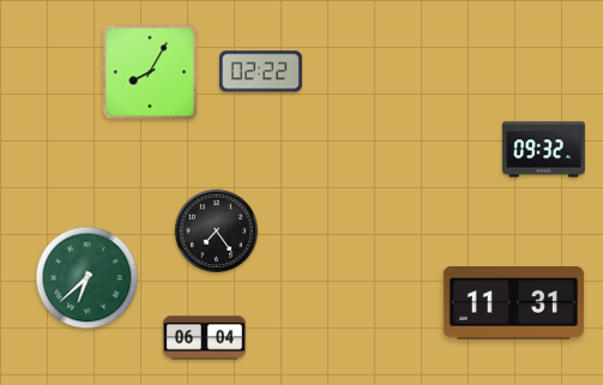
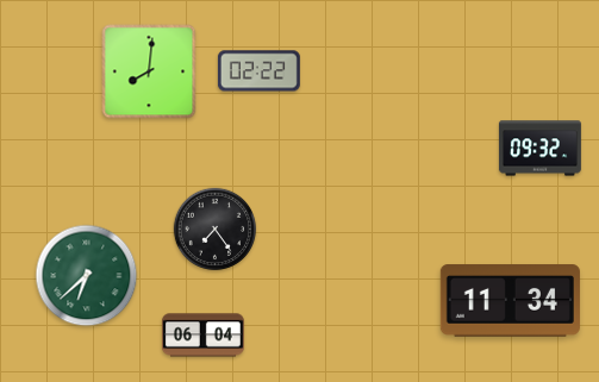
clock at (150, 72): 8:05 -> 8:01
clock at (513, 303): 11:31 -> 11:34
